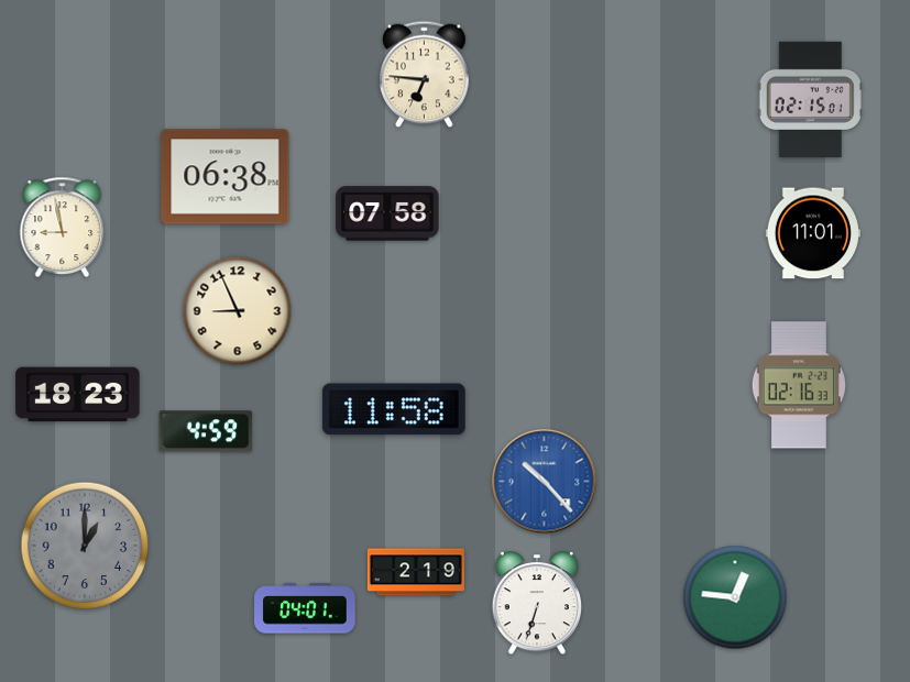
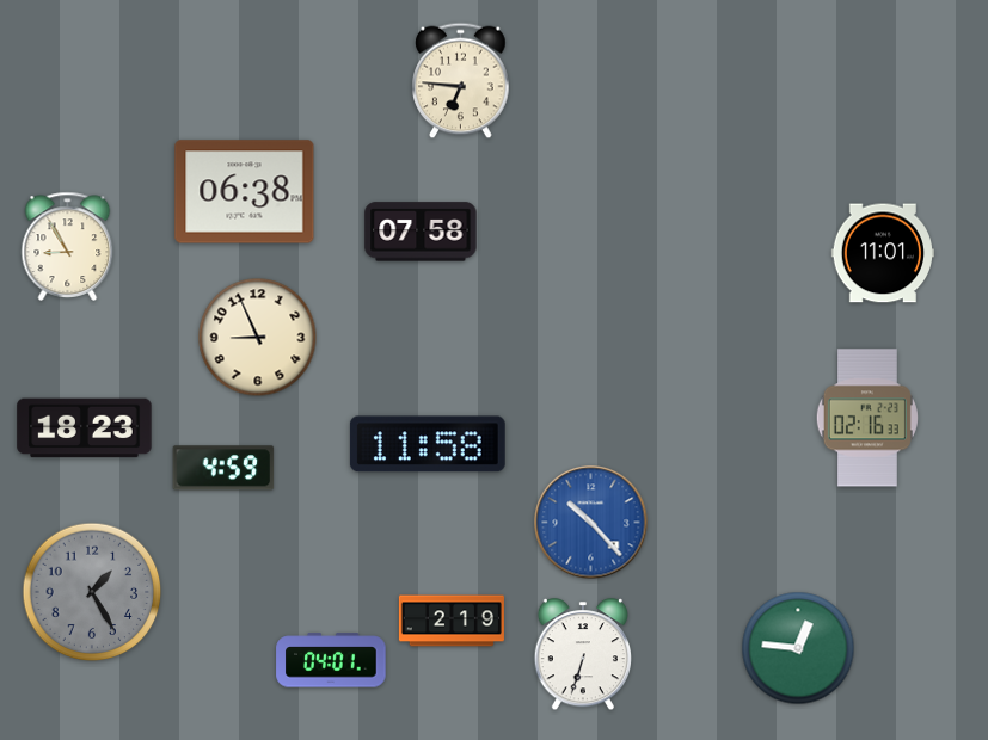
clock at (810, 100): 02:15 -> none
clock at (63, 227): 8:58 -> 8:55
clock at (85, 546): 1:00 -> 1:25
